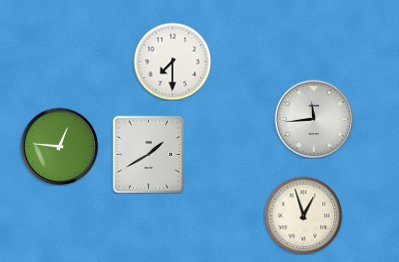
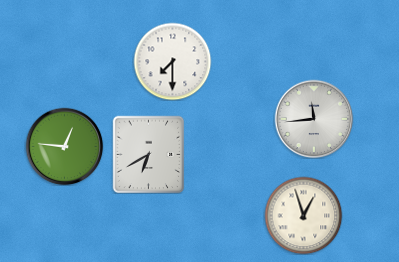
clock at (59, 146) position: (59, 146) -> (64, 146)
clock at (149, 154): 1:40 -> 6:40
